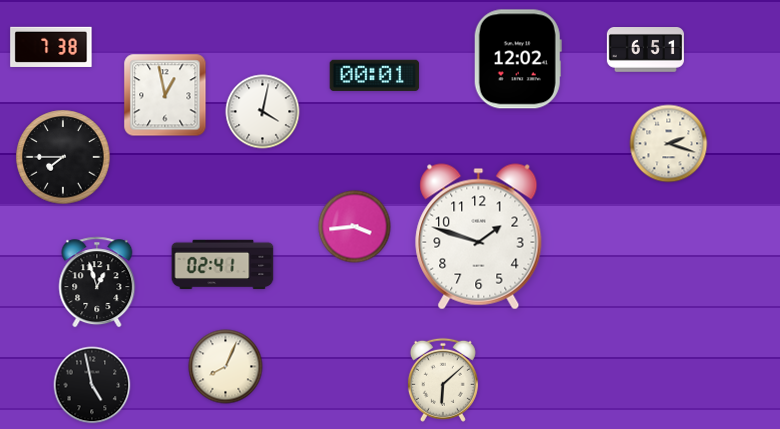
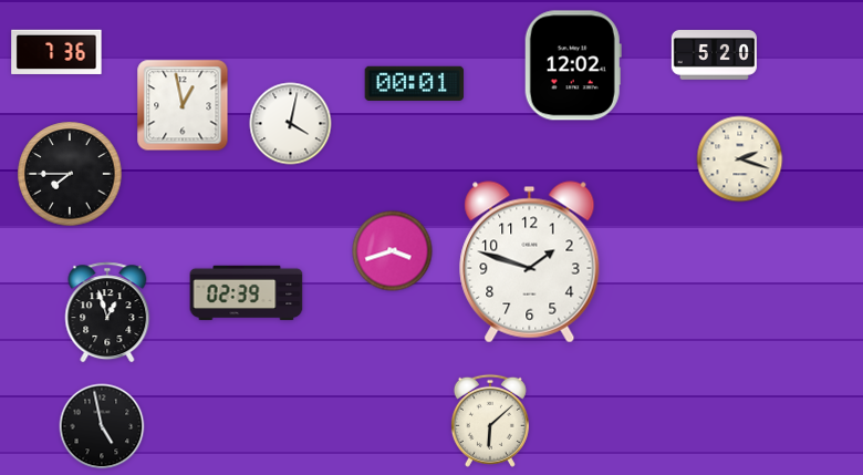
clock at (51, 46): 7:38 -> 7:36
clock at (645, 50): 6:51 -> 5:20
clock at (355, 227): 3:44 -> 3:42
clock at (223, 265): 02:41 -> 02:39
clock at (226, 367): 8:04 -> none
